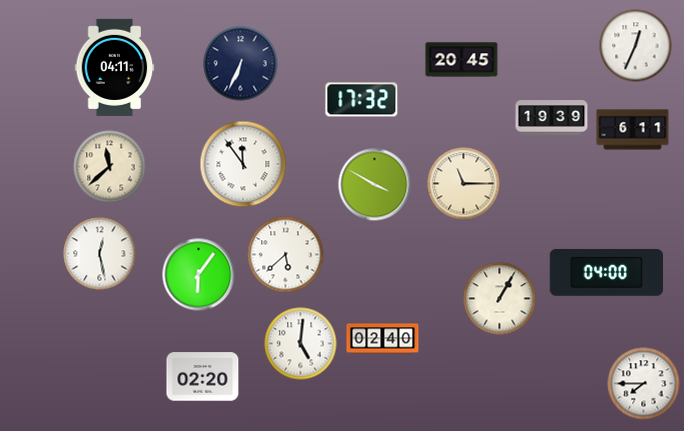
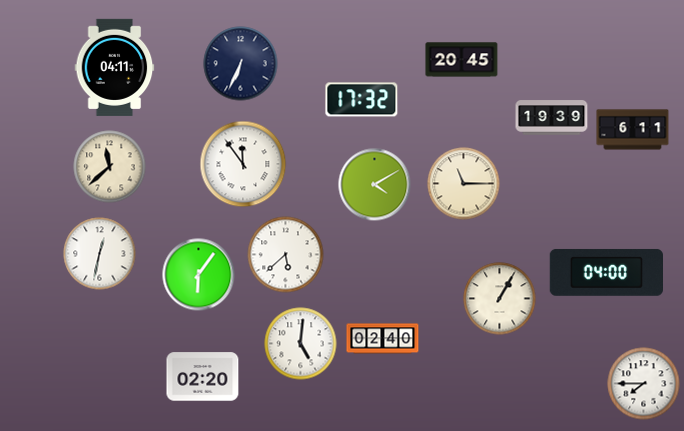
clock at (636, 46): 12:34 -> none
clock at (375, 185): 3:50 -> 4:10
clock at (100, 254): 12:28 -> 12:32
